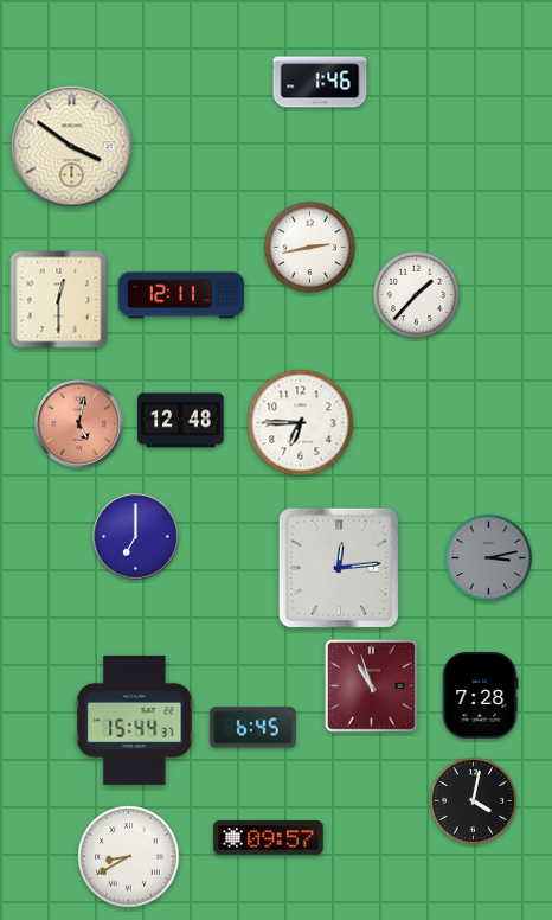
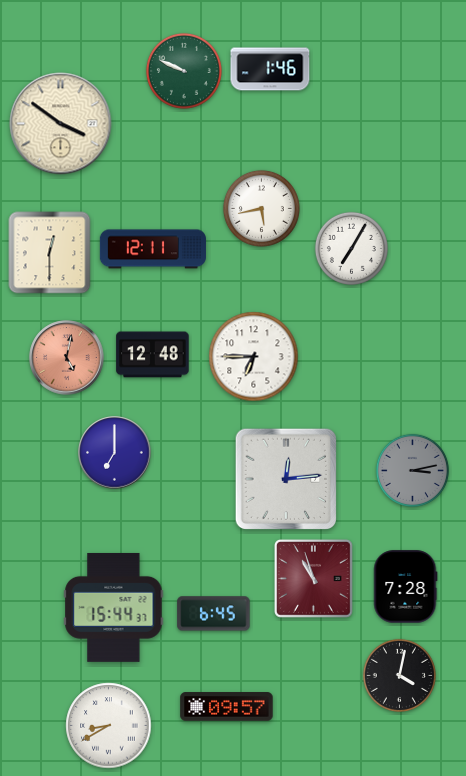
clock at (184, 71): none -> 9:49
clock at (309, 247): 2:43 -> 5:43
clock at (416, 294): 1:37 -> 7:05
clock at (129, 857) position: (129, 857) -> (109, 726)
